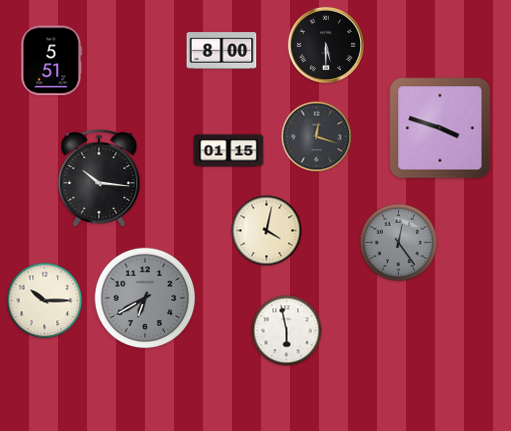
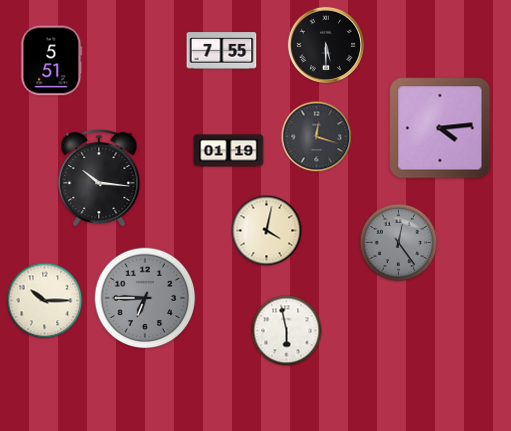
clock at (222, 51): 8:00 -> 7:55
clock at (440, 128): 3:48 -> 4:14
clock at (229, 151): 01:15 -> 01:19
clock at (145, 298): 6:40 -> 6:45
